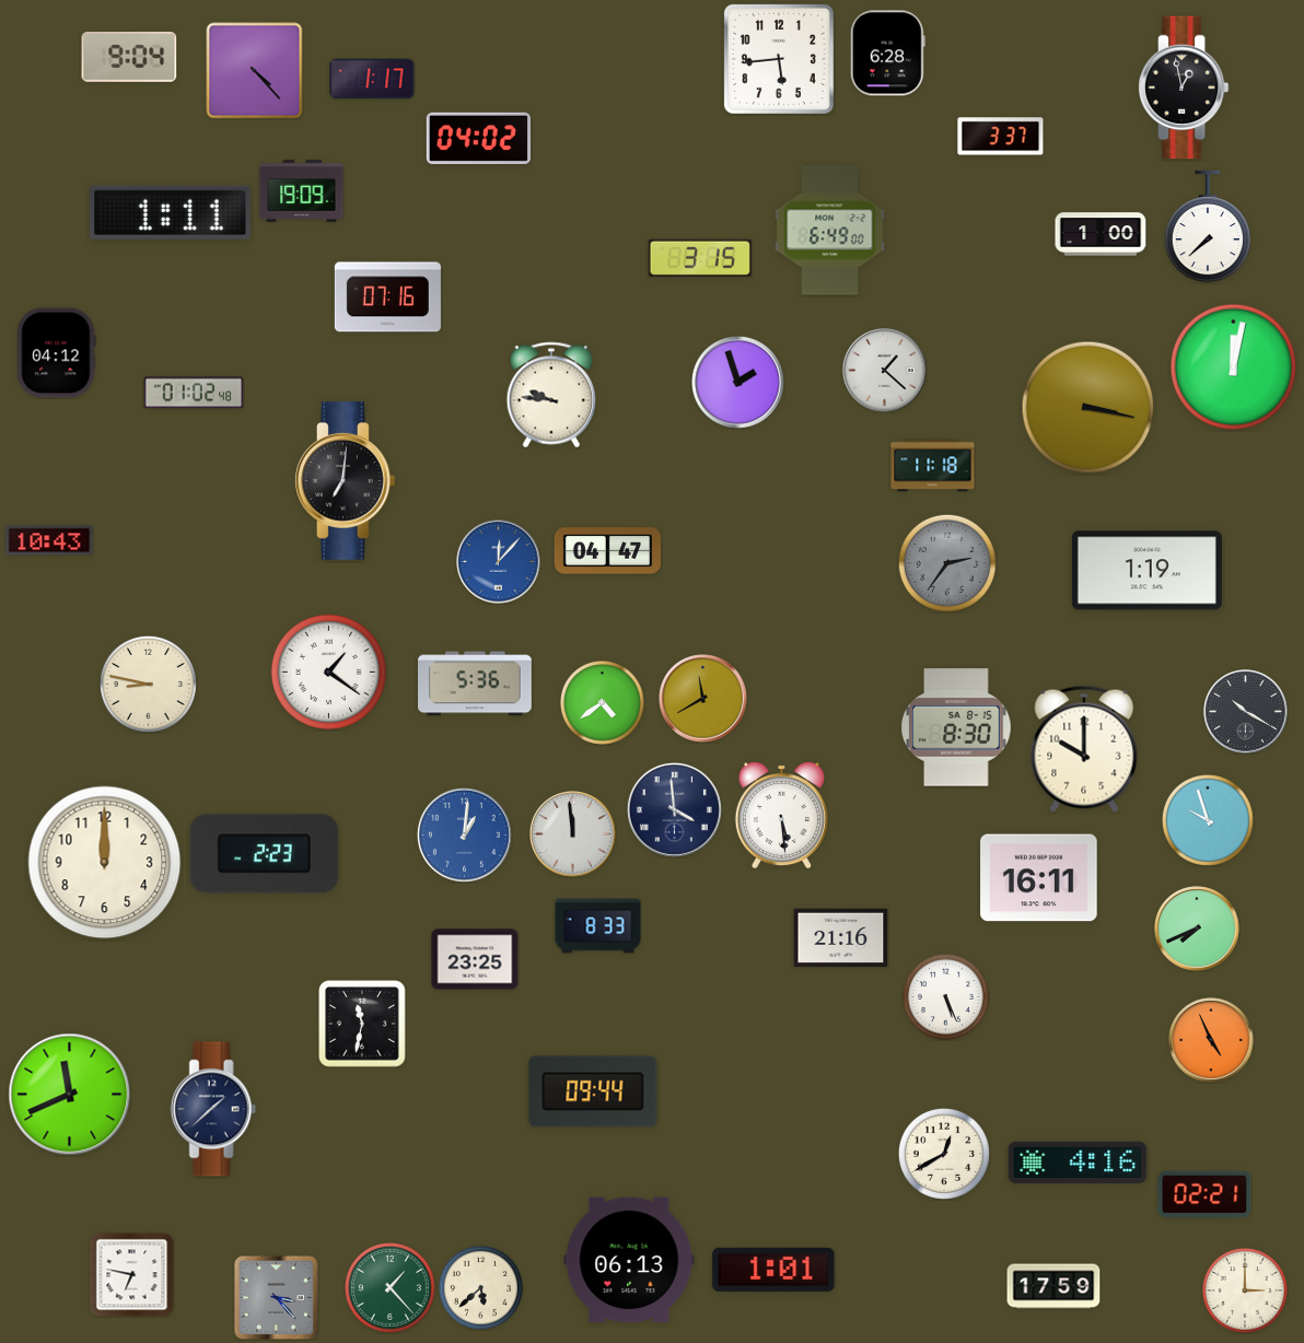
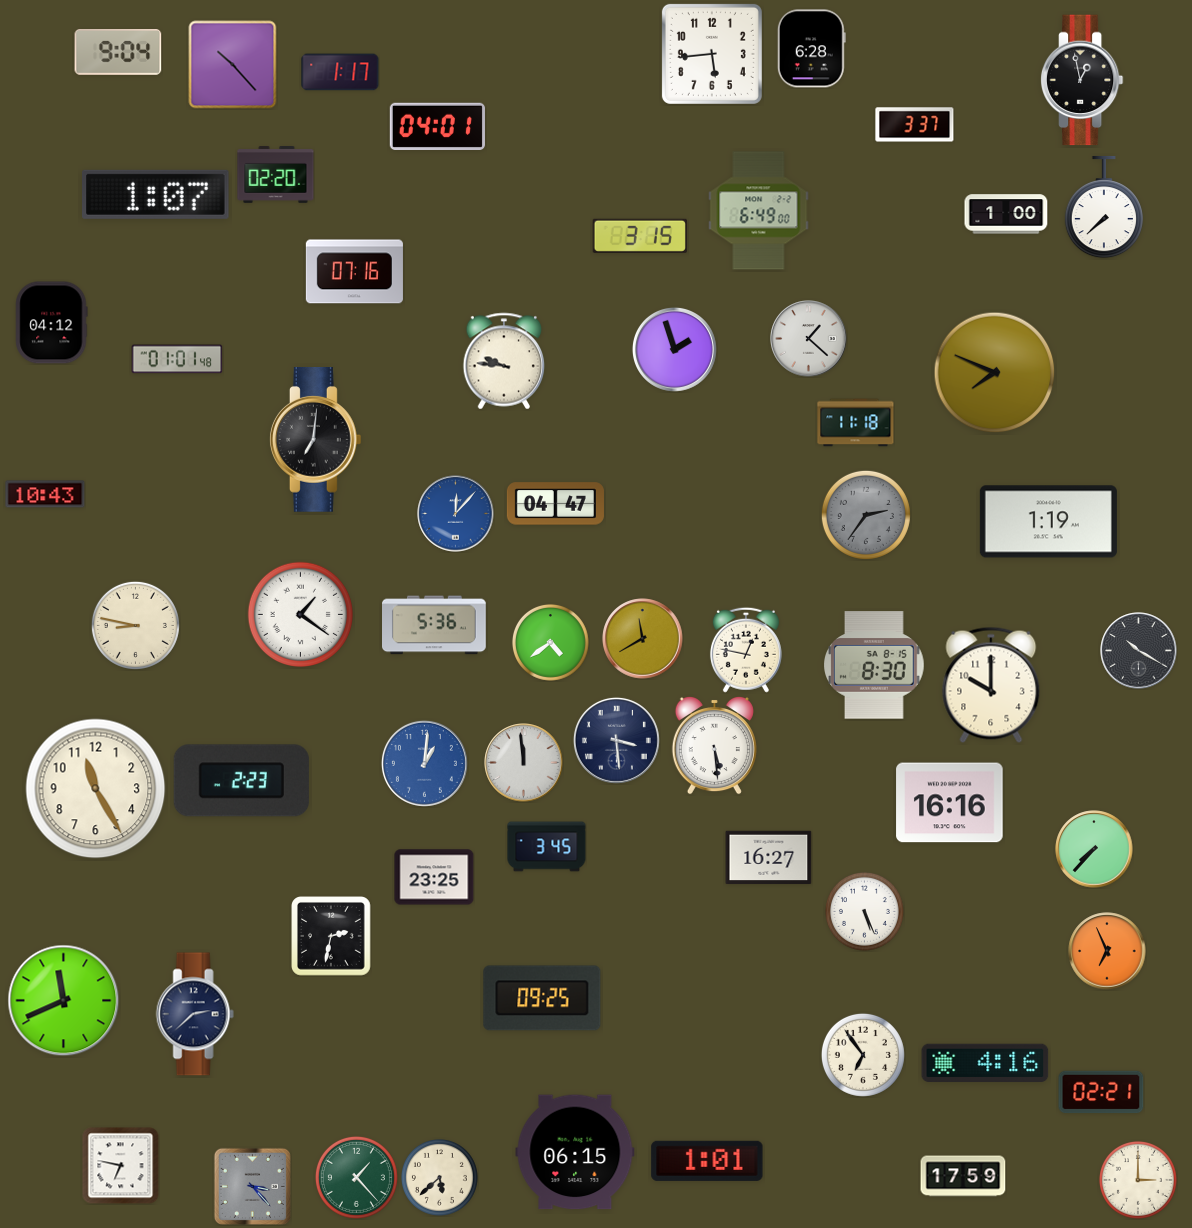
clock at (255, 71): 4:23 -> 10:23
clock at (478, 138): 04:02 -> 04:01
clock at (302, 191): 19:09 -> 02:20
clock at (171, 212): 1:11 -> 1:07
clock at (1234, 367): 12:02 -> none
clock at (194, 393): 01:02 -> 01:01
clock at (1088, 408): 3:17 -> 7:49
clock at (933, 466) position: (933, 466) -> (856, 423)
clock at (746, 650): none -> 12:47
clock at (674, 809): 3:59 -> 3:29
clock at (1208, 820): 9:57 -> none
clock at (105, 863): 12:00 -> 11:25
clock at (1039, 878): 16:11 -> 16:16
clock at (598, 926): 8:33 -> 3:45
clock at (1197, 929): 7:41 -> 7:37
clock at (841, 938): 21:16 -> 16:27
clock at (363, 1025): 11:32 -> 2:32
clock at (1211, 1040): 4:56 -> 6:56
clock at (593, 1091): 09:44 -> 09:25
clock at (213, 1109): 1:38 -> 2:38
clock at (944, 1154): 12:40 -> 6:54
clock at (629, 1260): 06:13 -> 06:15
